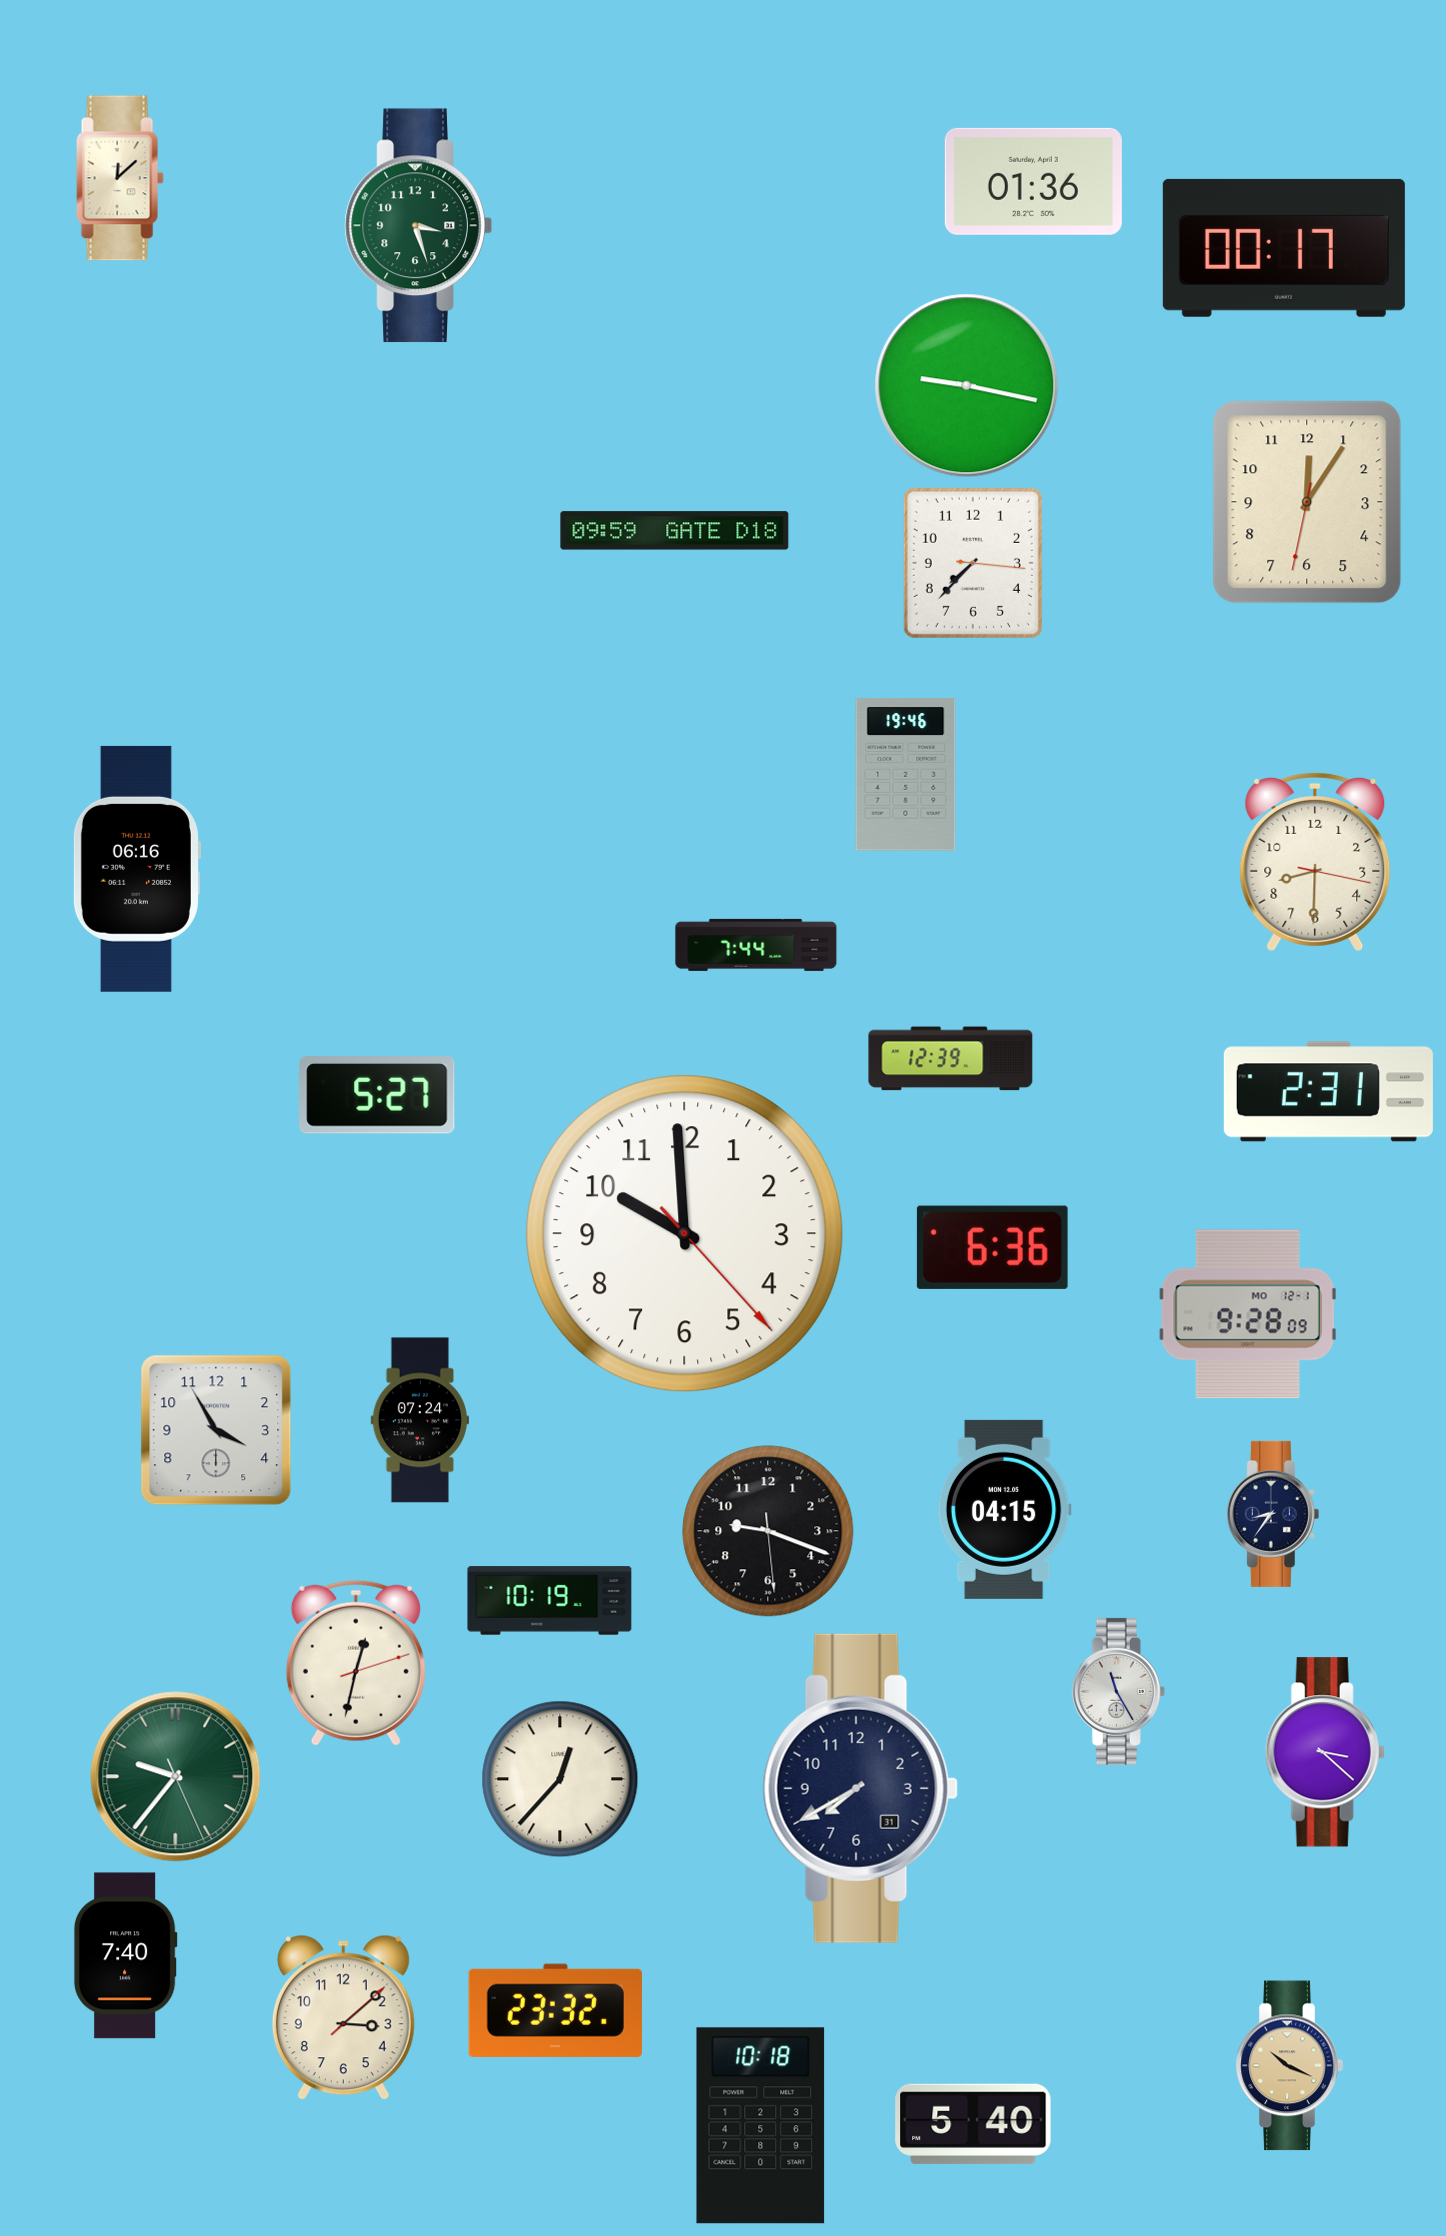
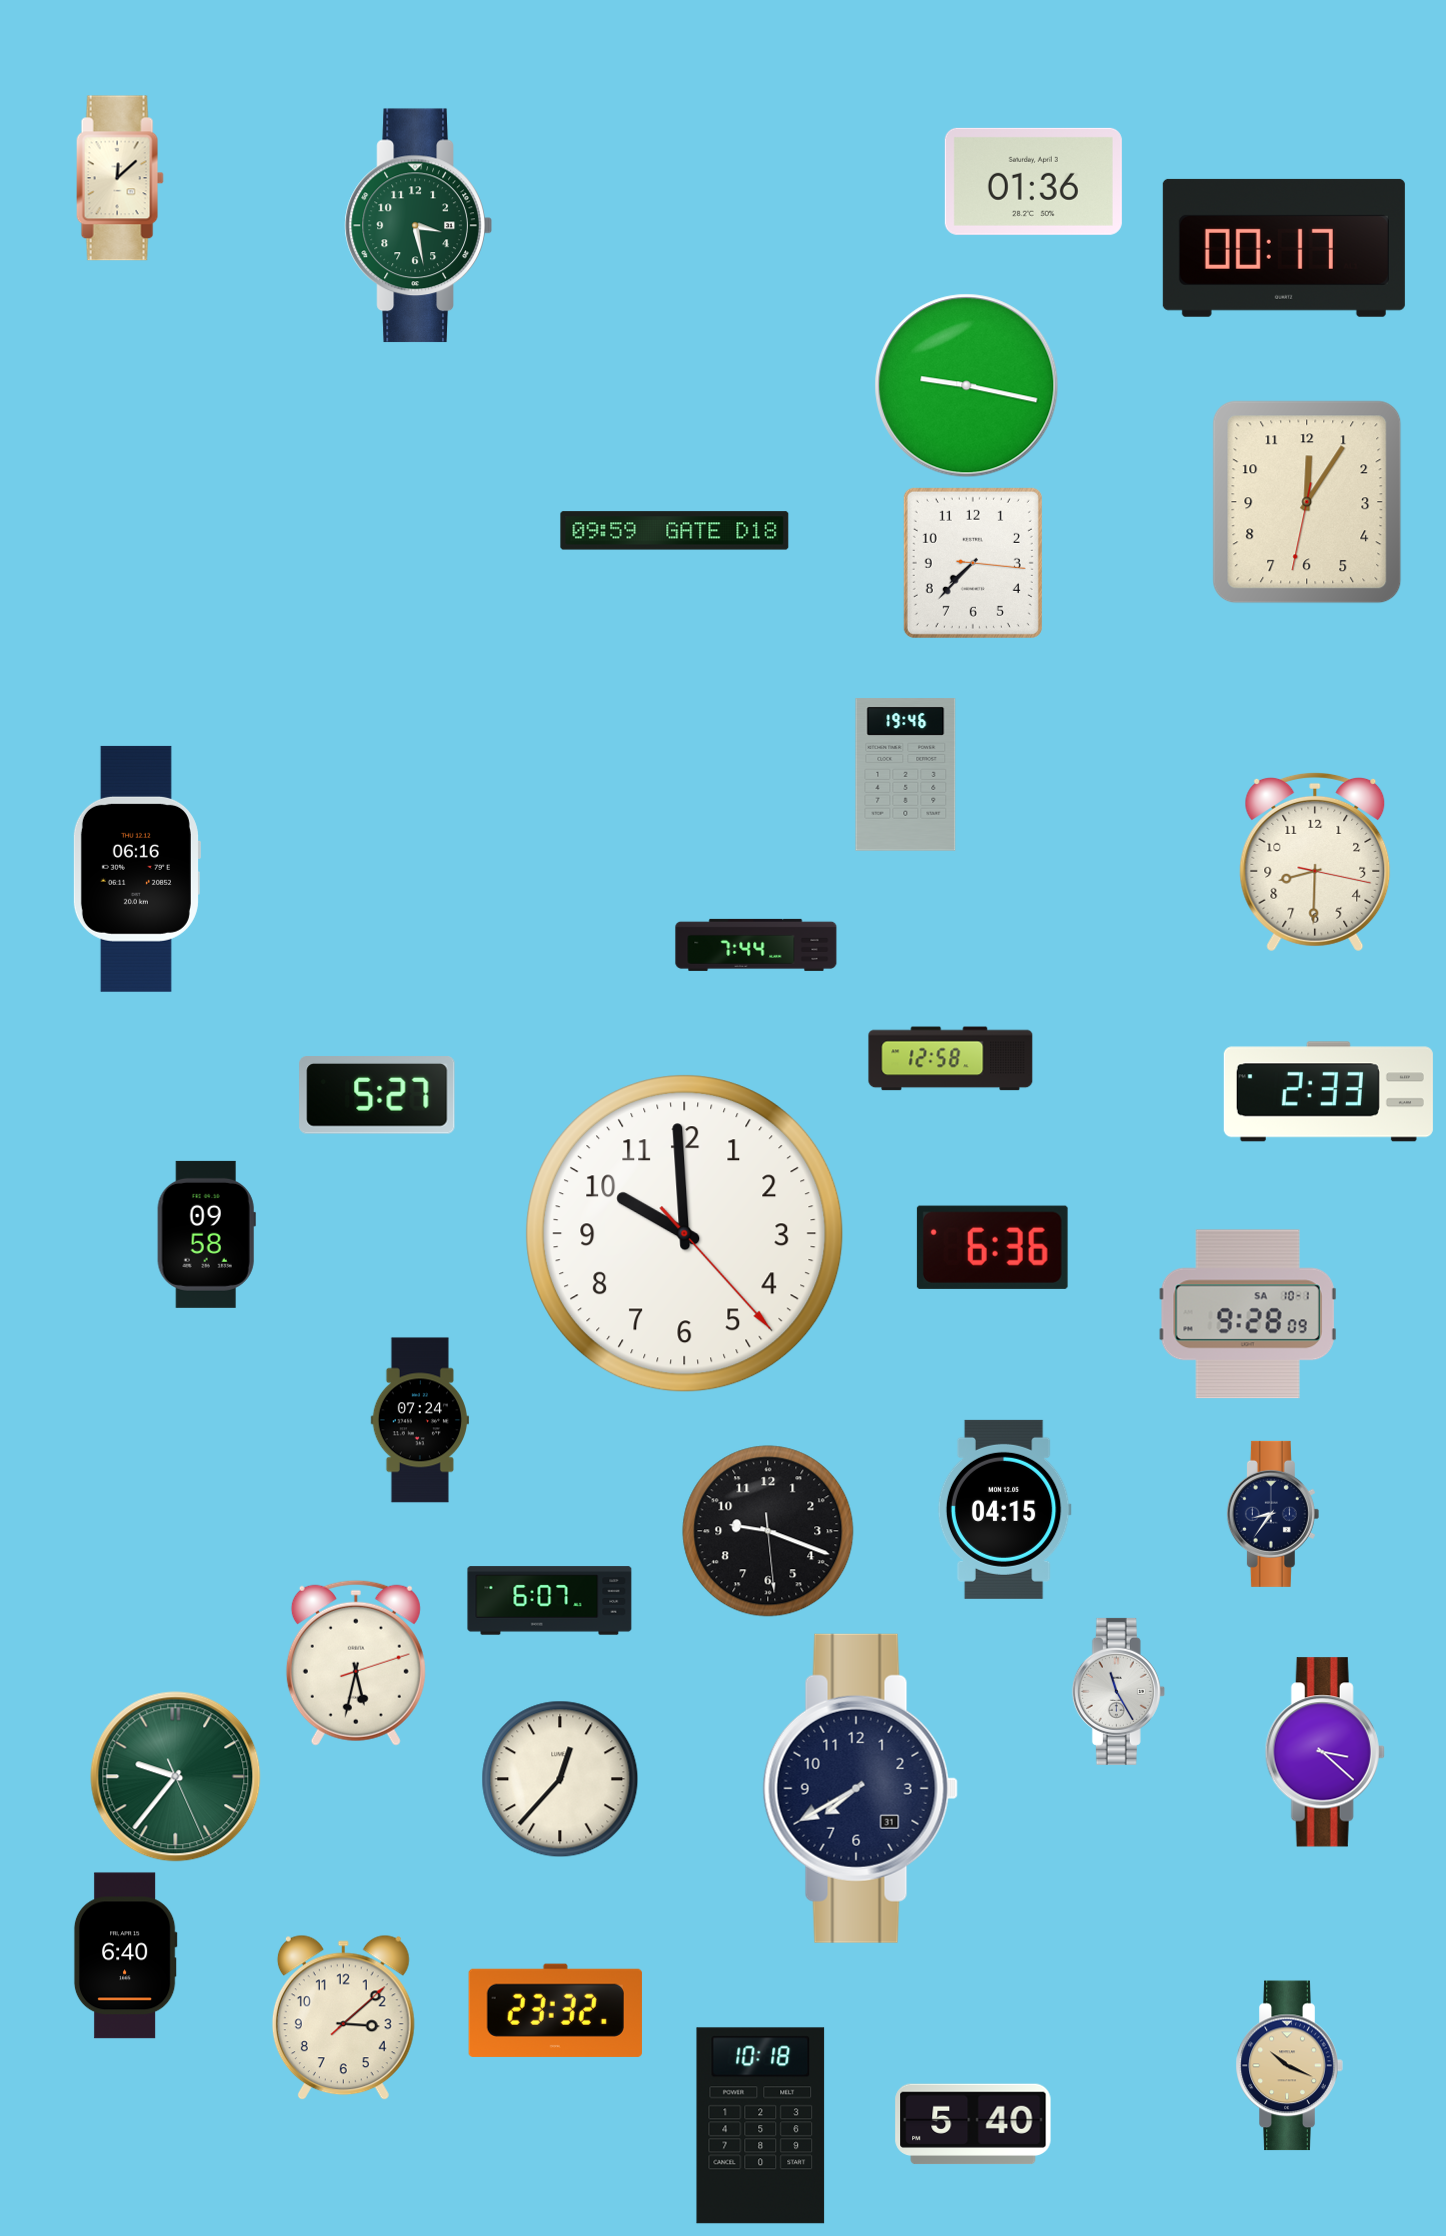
clock at (418, 226): 3:27 -> 3:28
clock at (951, 1059): 12:39 -> 12:58
clock at (1328, 1092): 2:31 -> 2:33
clock at (206, 1234): none -> 09:58
clock at (1248, 1314) date: MO 12-1 -> SA 10-1
clock at (216, 1430): 3:55 -> none
clock at (550, 1601): 10:19 -> 6:07
clock at (356, 1663): 12:32 -> 5:32
clock at (125, 1956): 7:40 -> 6:40
